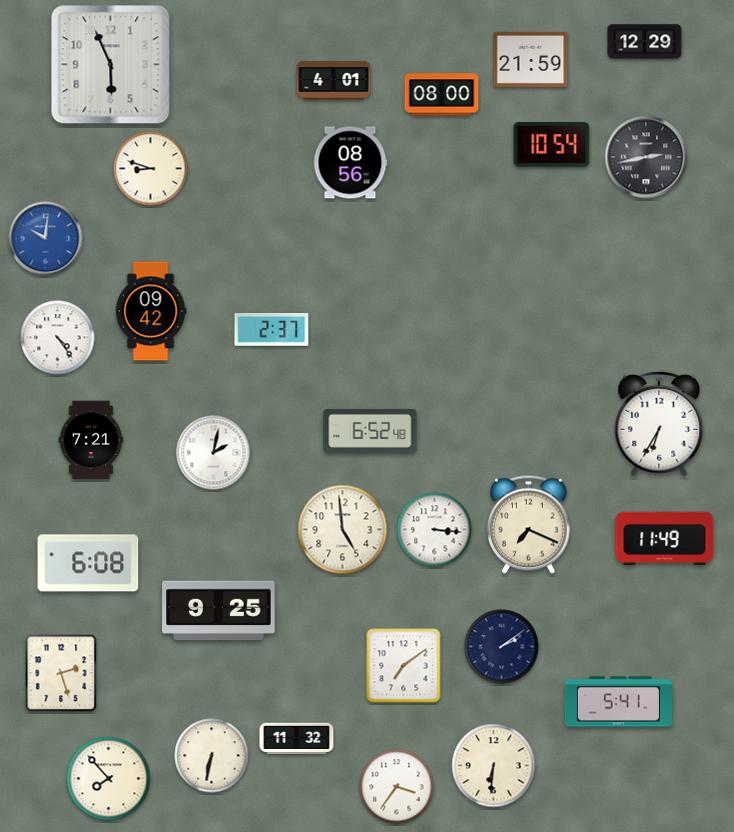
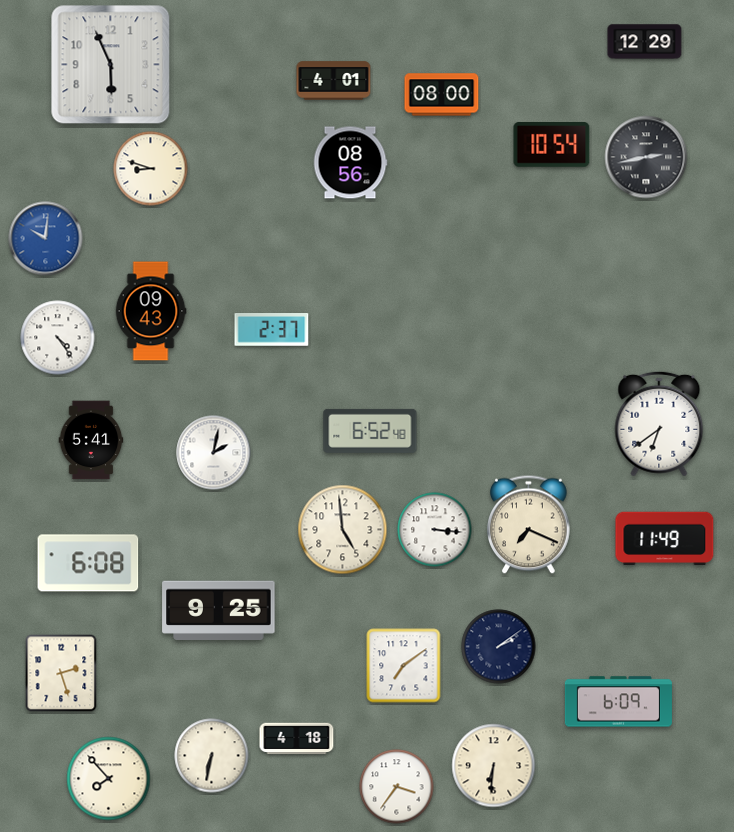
clock at (531, 59): 21:59 -> none
clock at (151, 311): 09:42 -> 09:43
clock at (659, 424): 6:35 -> 6:39
clock at (91, 440): 7:21 -> 5:41
clock at (502, 647) position: (502, 647) -> (499, 647)
clock at (618, 702): 5:41 -> 6:09
clock at (297, 739): 11:32 -> 4:18
